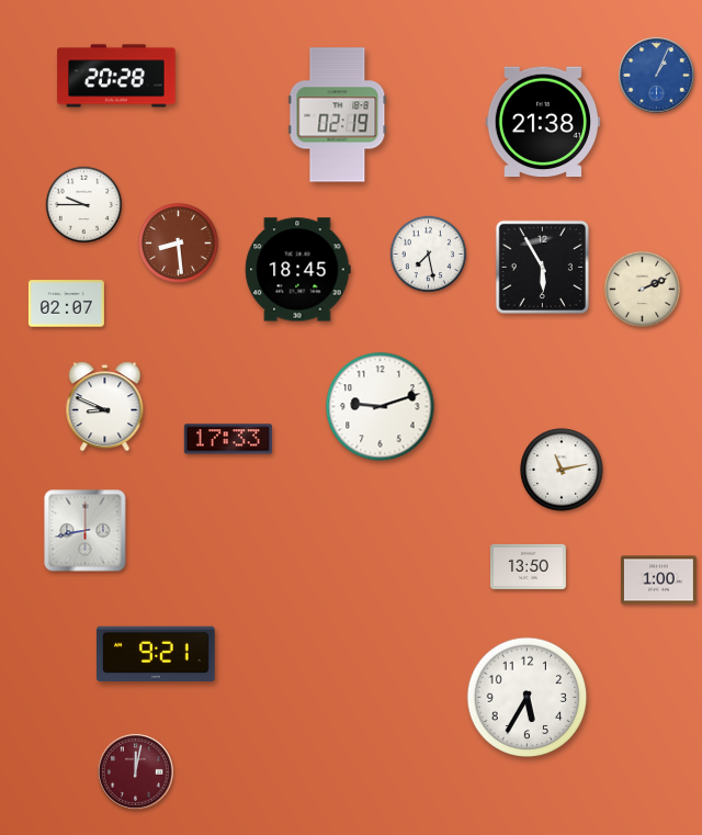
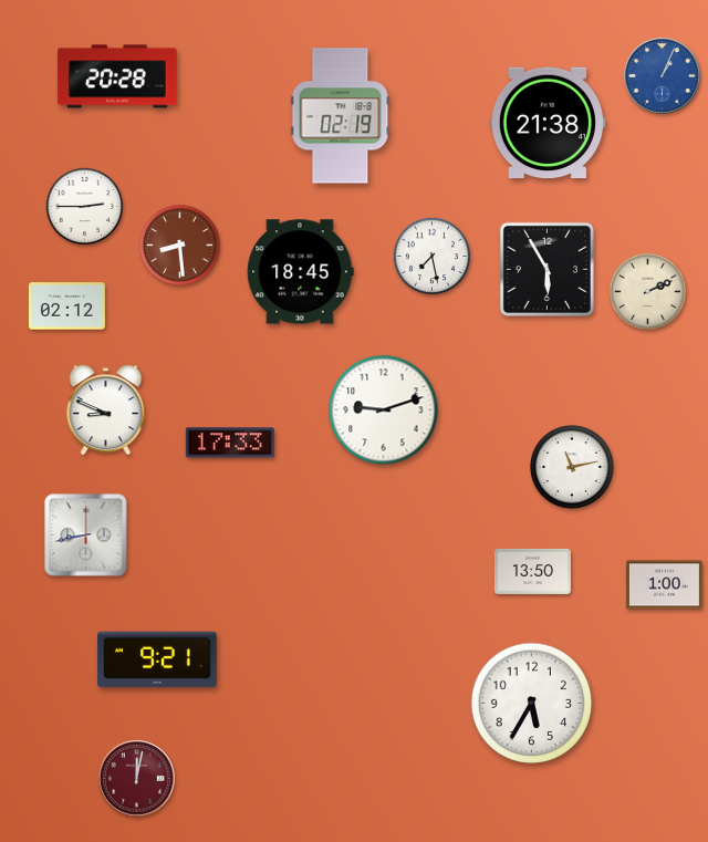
clock at (84, 205): 9:45 -> 2:45
clock at (66, 304): 02:07 -> 02:12
clock at (562, 470) position: (562, 470) -> (572, 467)
